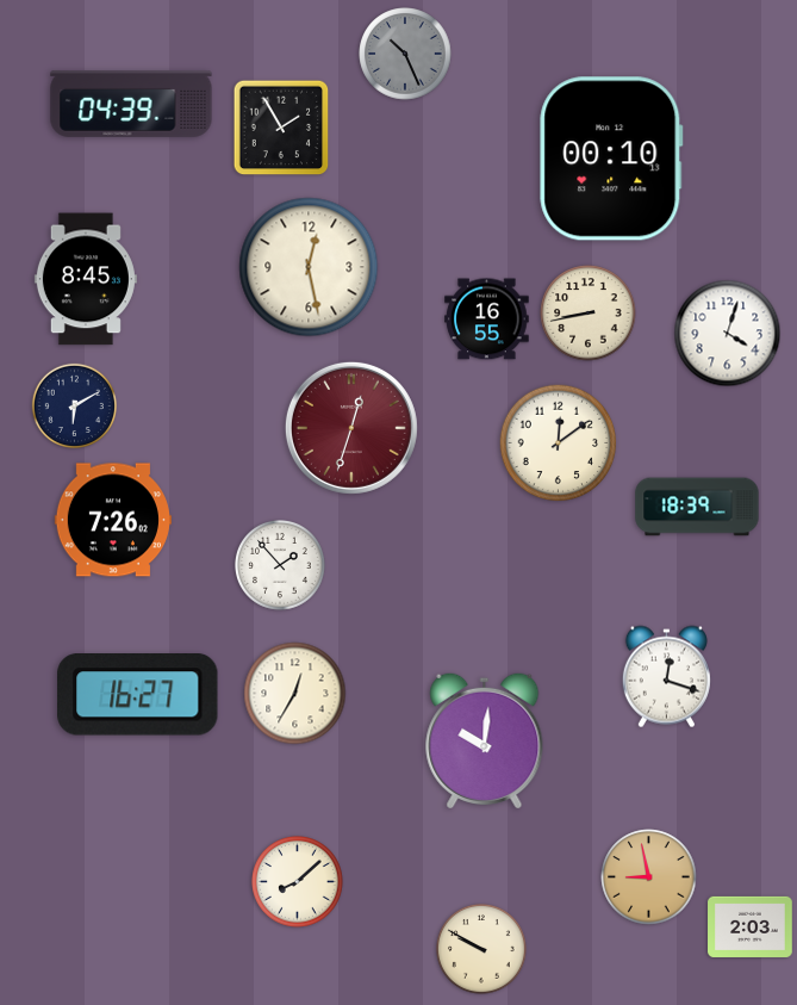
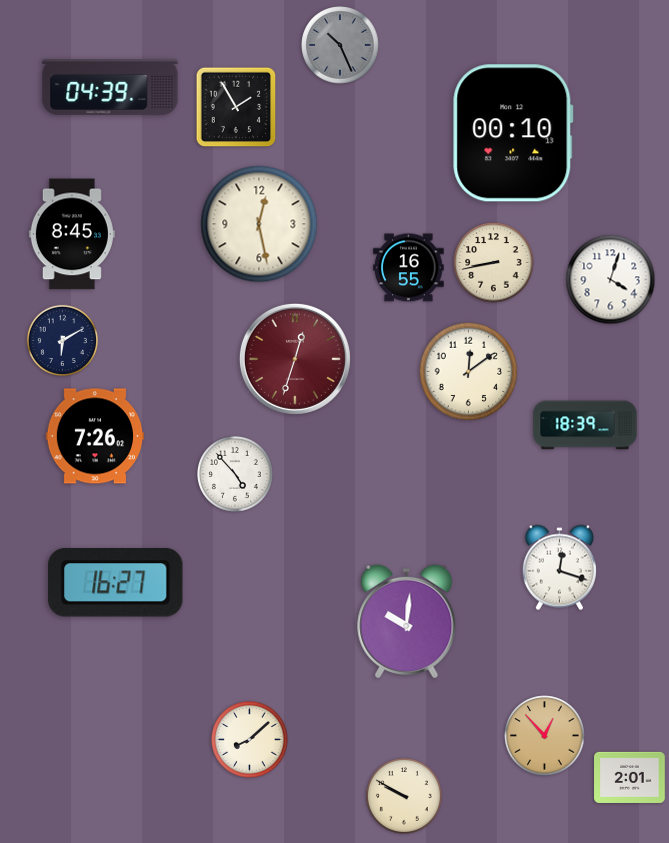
clock at (281, 566): 1:53 -> 4:53
clock at (295, 694): 12:35 -> none
clock at (649, 877): 8:58 -> 12:53
clock at (751, 926): 2:03 -> 2:01
